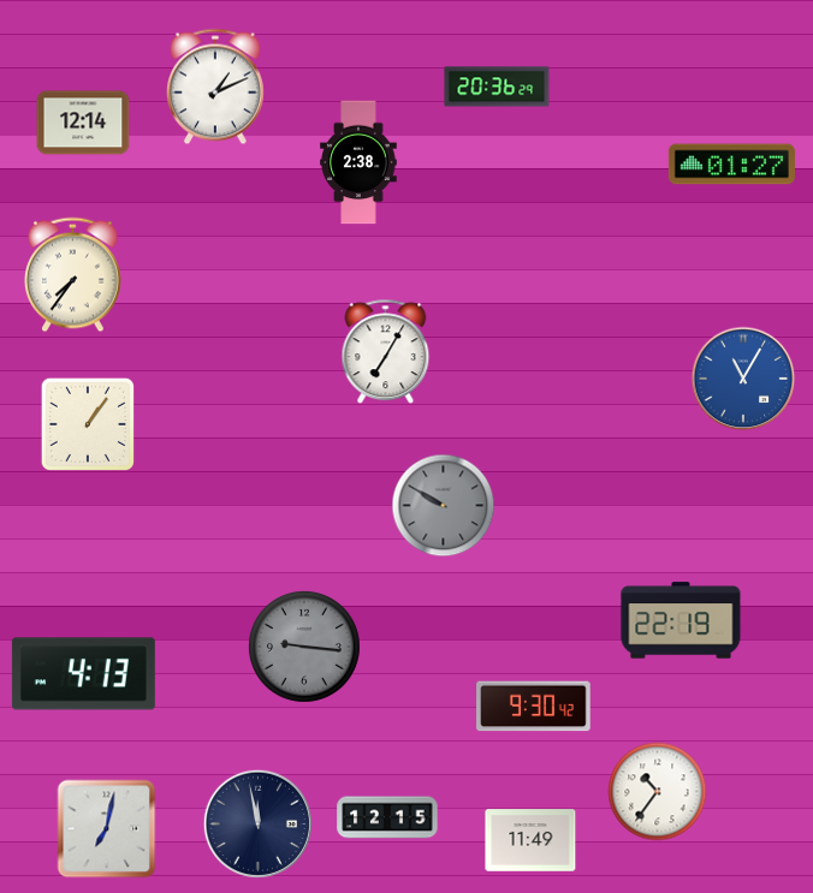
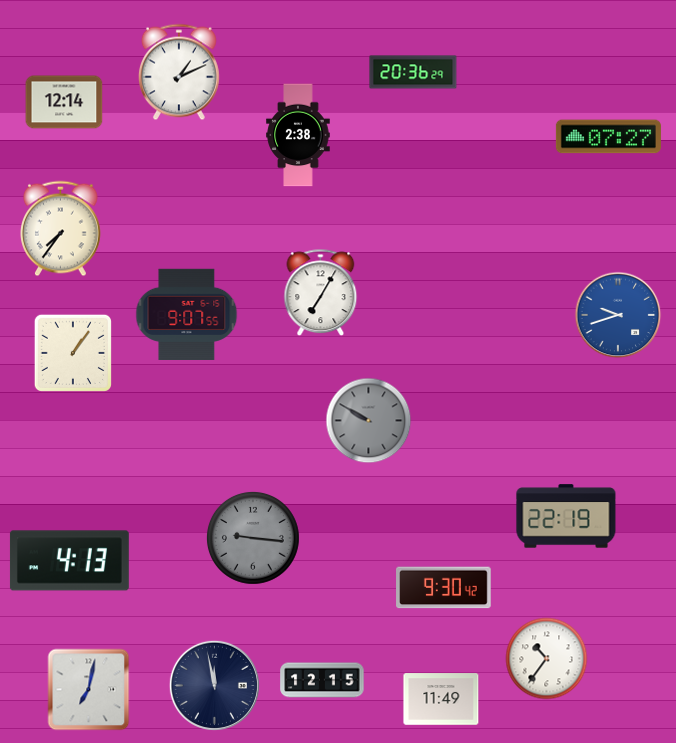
clock at (83, 123) position: (83, 123) -> (64, 102)
clock at (731, 165): 01:27 -> 07:27
clock at (187, 314): none -> 9:07
clock at (743, 379): 11:05 -> 9:42
